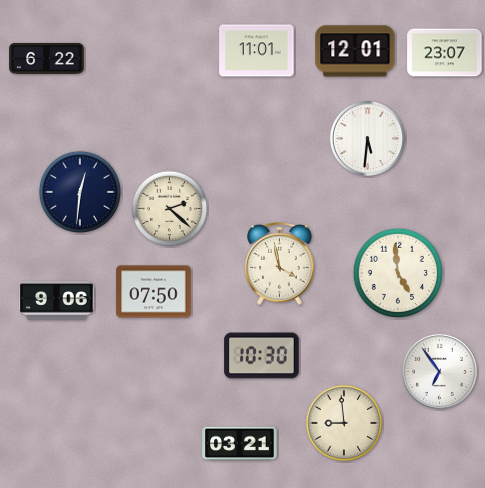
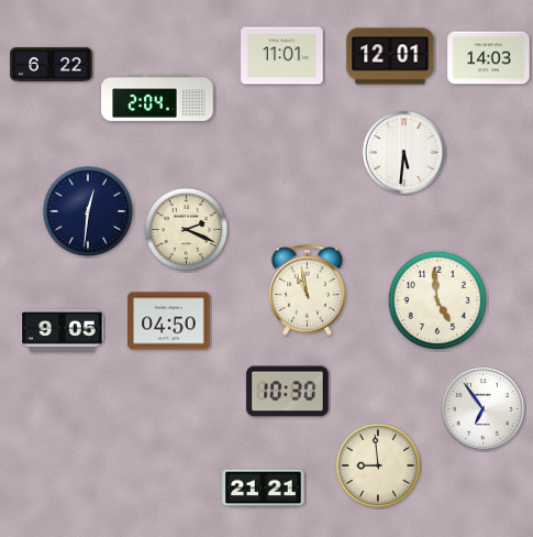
clock at (445, 53): 23:07 -> 14:03
clock at (157, 99): none -> 2:04
clock at (170, 209): 2:22 -> 2:19
clock at (280, 264): 3:58 -> 10:58
clock at (154, 292): 07:50 -> 04:50
clock at (57, 301): 9:06 -> 9:05
clock at (240, 444): 03:21 -> 21:21
